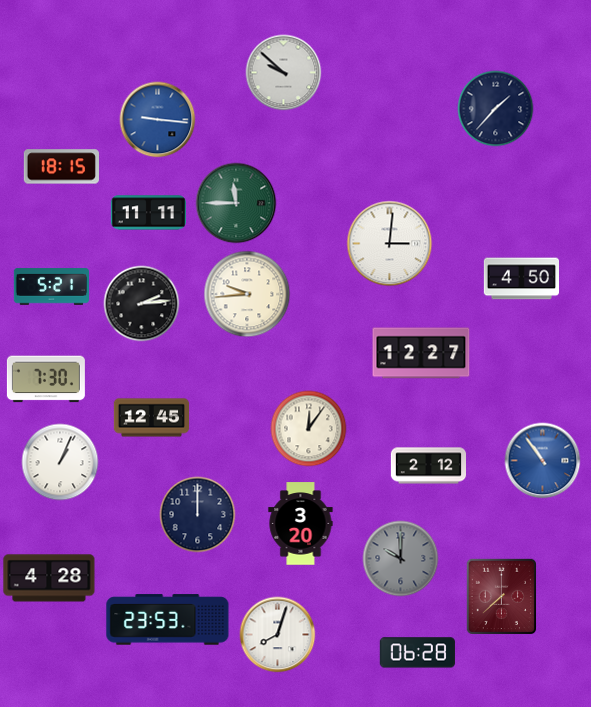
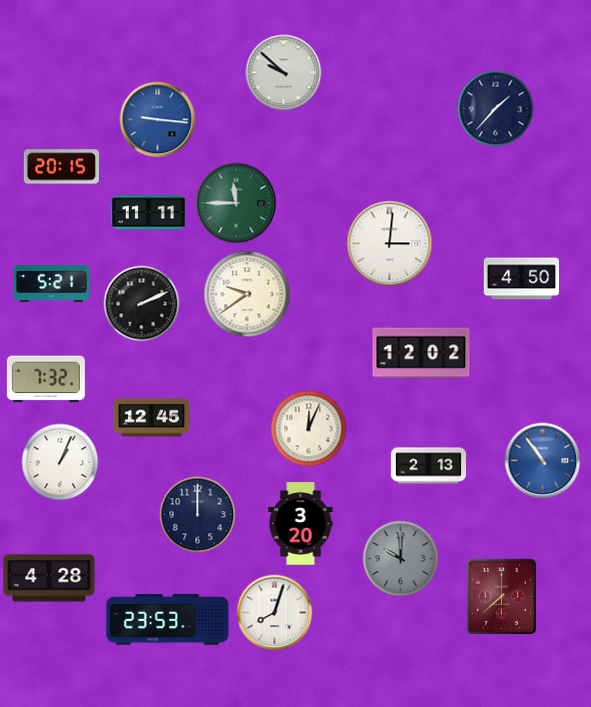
clock at (61, 167): 18:15 -> 20:15
clock at (51, 287) position: (51, 287) -> (51, 284)
clock at (247, 294): 9:44 -> 9:39
clock at (142, 304): 2:14 -> 2:11
clock at (421, 353): 12:27 -> 12:02
clock at (46, 379): 7:30 -> 7:32
clock at (309, 429): 12:06 -> 12:04
clock at (429, 466): 2:12 -> 2:13
clock at (278, 635) position: (278, 635) -> (275, 613)
clock at (417, 653): 06:28 -> none
